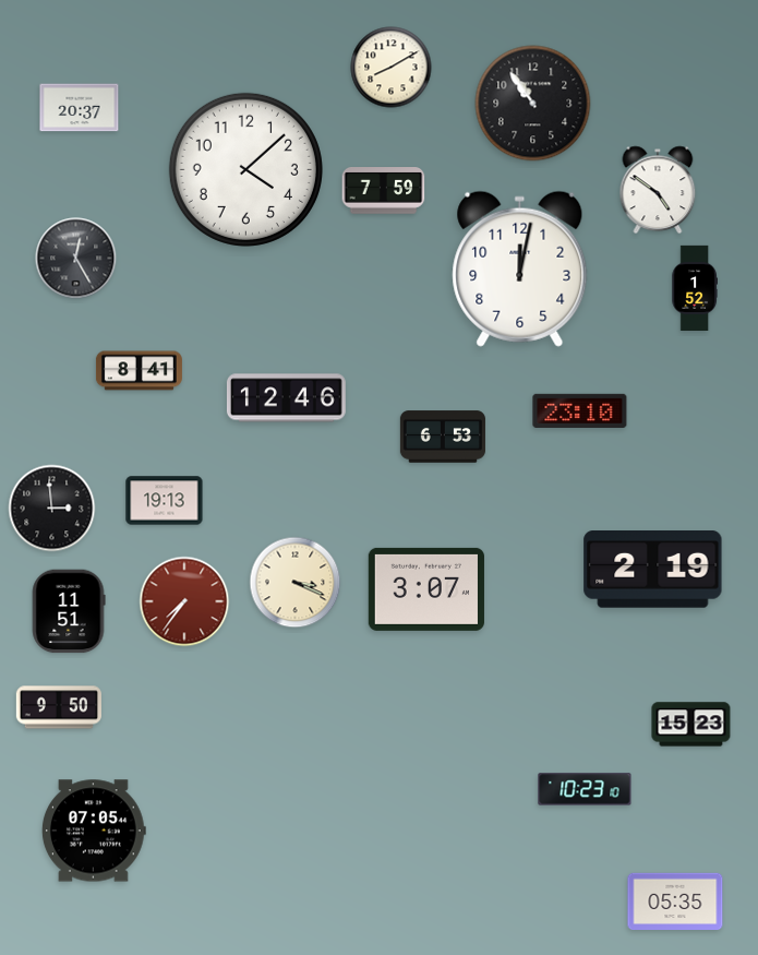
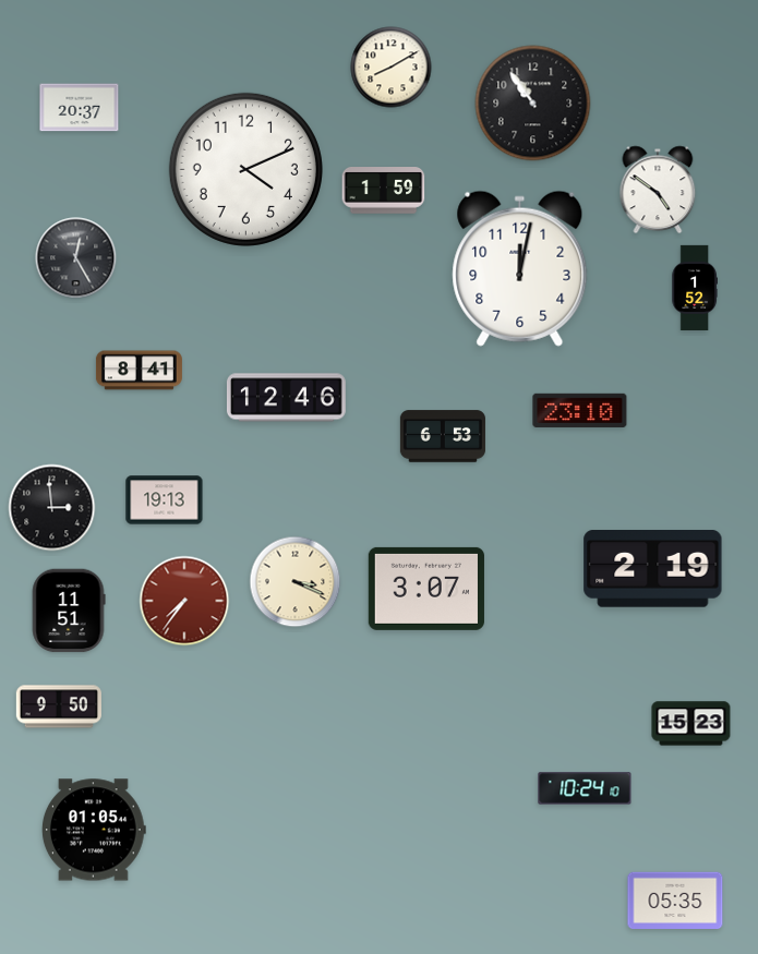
clock at (245, 169): 4:08 -> 4:11
clock at (384, 191): 7:59 -> 1:59
clock at (585, 789): 10:23 -> 10:24
clock at (94, 831): 07:05 -> 01:05
